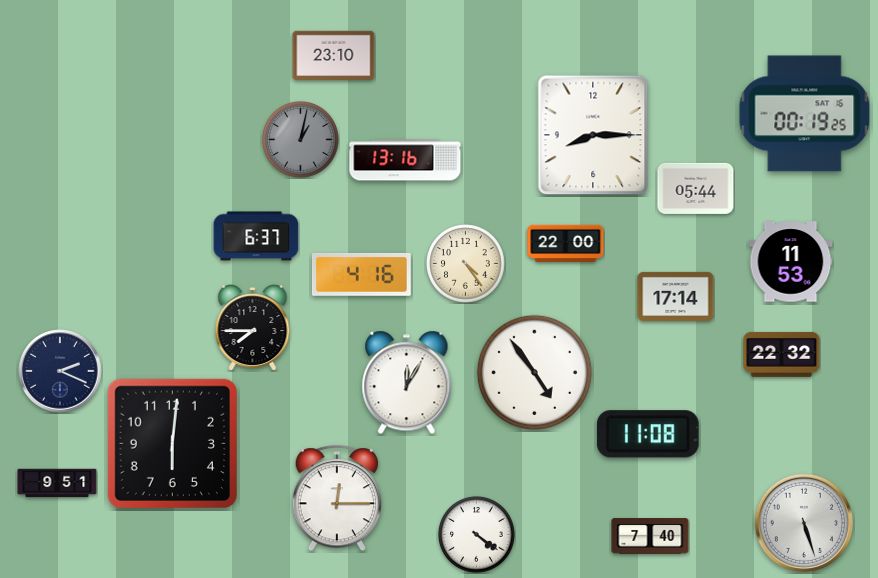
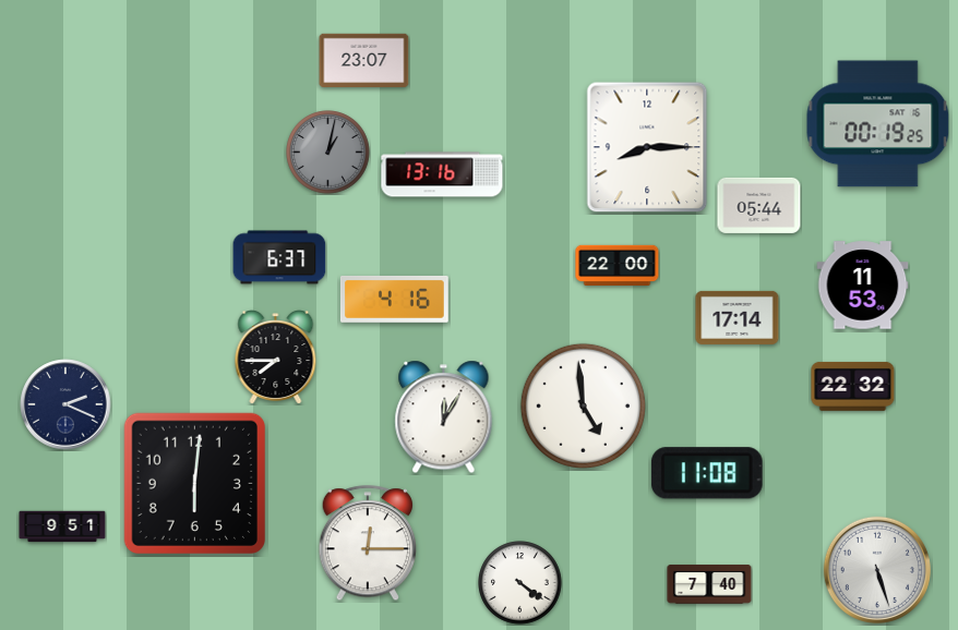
clock at (334, 55): 23:10 -> 23:07
clock at (466, 264): 4:24 -> none
clock at (676, 296) position: (676, 296) -> (738, 317)
clock at (534, 372): 4:54 -> 4:59
clock at (172, 443) position: (172, 443) -> (194, 483)
